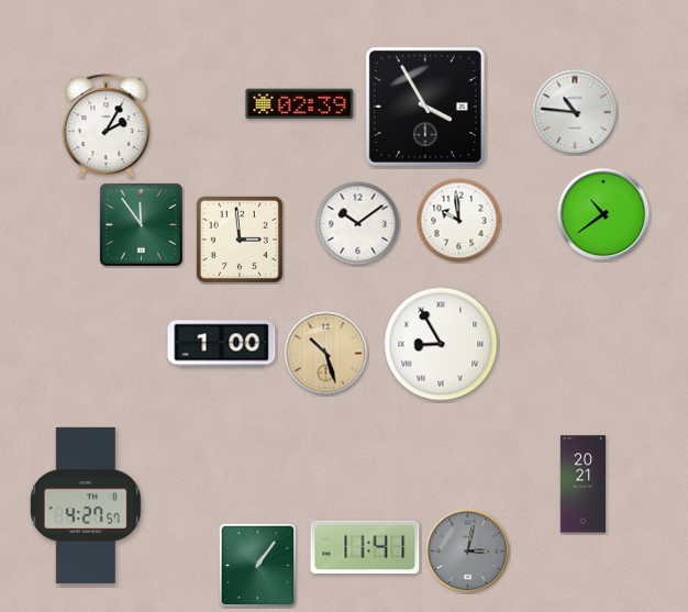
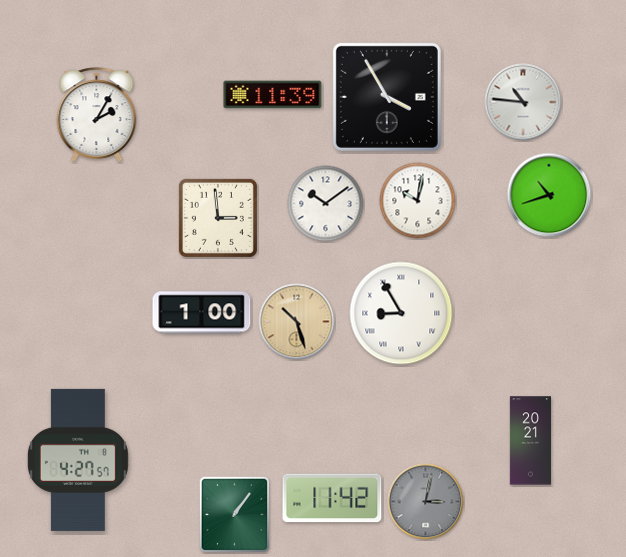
clock at (300, 104): 02:39 -> 11:39
clock at (603, 214): 10:39 -> 10:42
clock at (459, 221): 9:59 -> 10:02
clock at (141, 224): 11:54 -> none
clock at (365, 547): 11:41 -> 11:42
